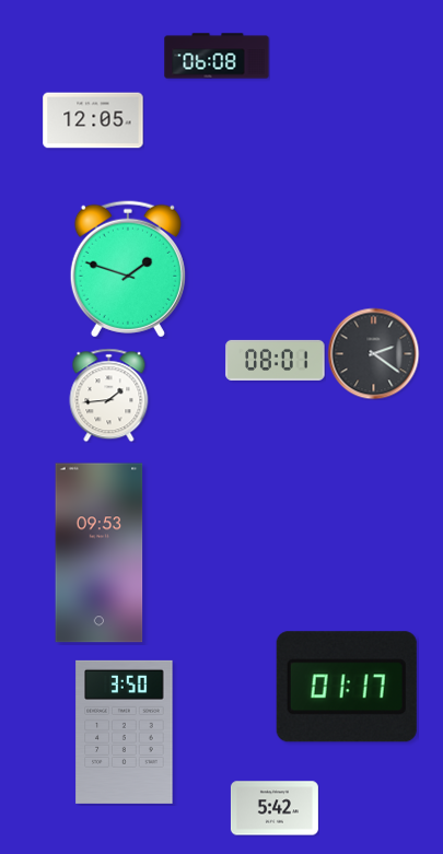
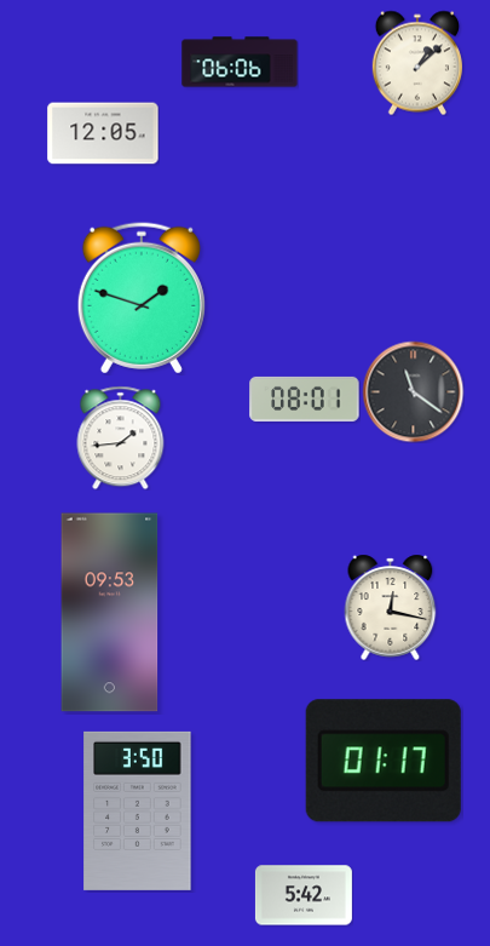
clock at (217, 56): 06:08 -> 06:06
clock at (417, 63): none -> 1:08
clock at (373, 353): 2:21 -> 11:21
clock at (391, 607): none -> 12:17
